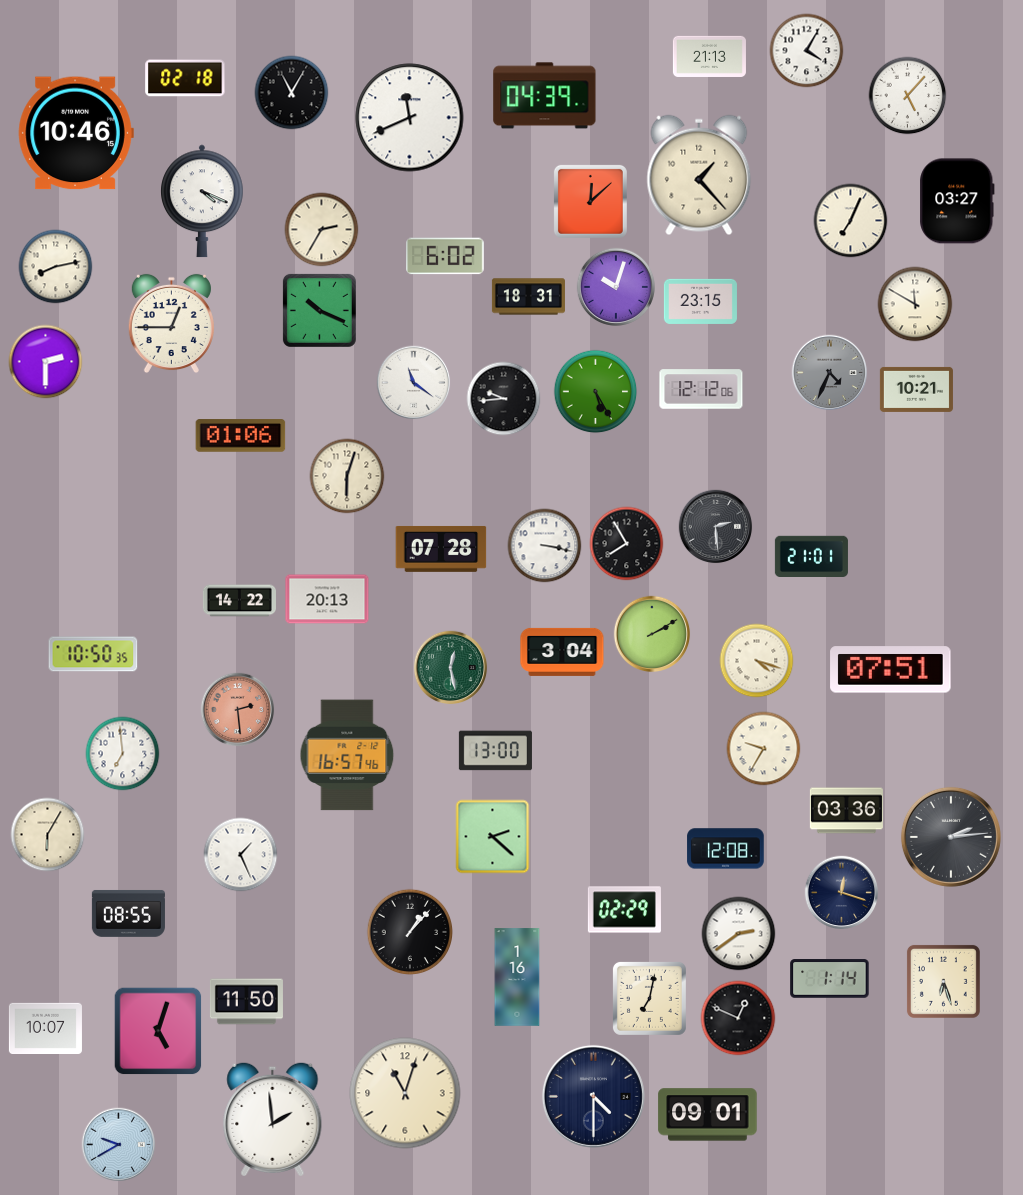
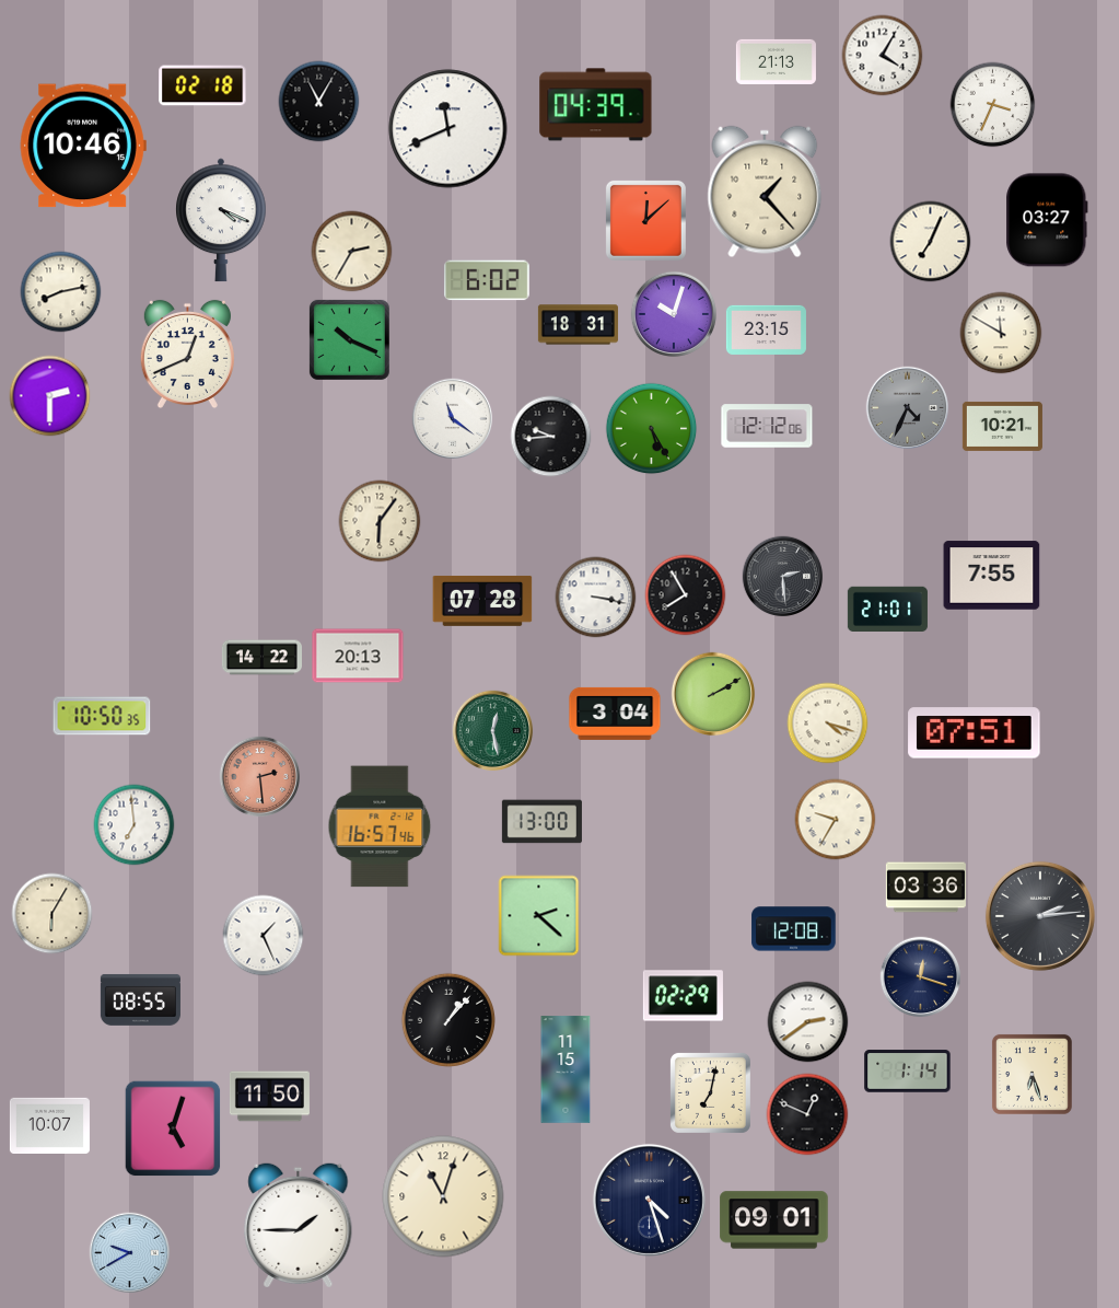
clock at (908, 96): 5:07 -> 3:34
clock at (171, 324): 12:45 -> 12:41
clock at (241, 436): 01:06 -> none
clock at (347, 476): 6:03 -> 6:06
clock at (992, 576): none -> 7:55
clock at (517, 977): 1:16 -> 11:15
clock at (593, 1096): 4:30 -> 4:27
clock at (273, 1119): 1:59 -> 1:45
